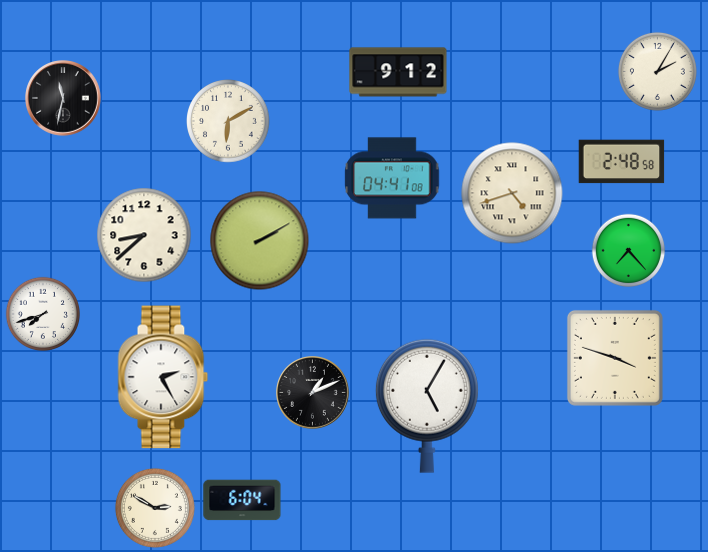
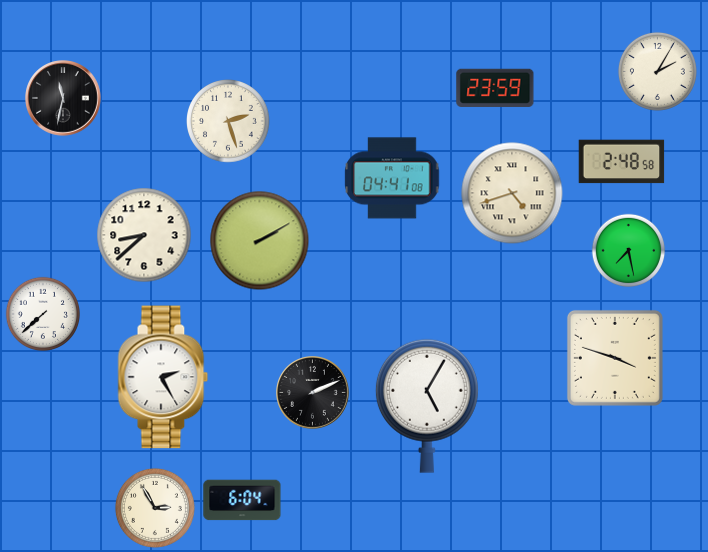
clock at (398, 72): 9:12 -> none
clock at (495, 88): none -> 23:59
clock at (229, 122): 6:10 -> 2:27
clock at (629, 251): 7:23 -> 7:28
clock at (42, 313): 7:42 -> 7:38
clock at (313, 393): 1:11 -> 2:11
clock at (155, 508): 2:50 -> 2:55
